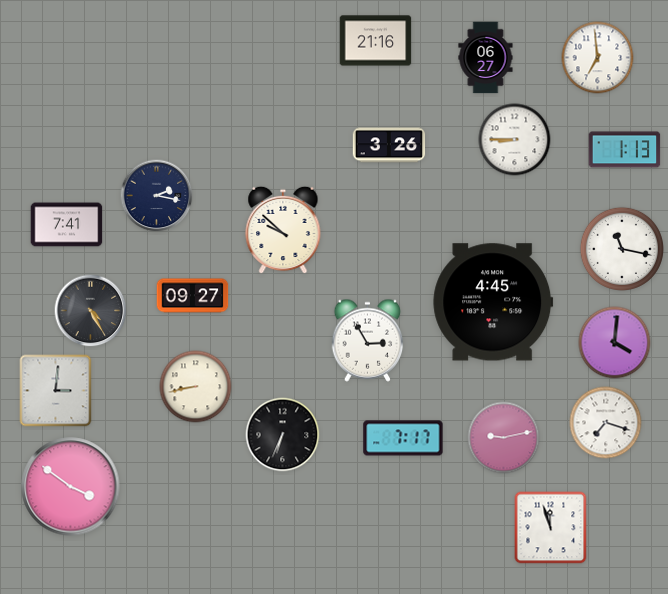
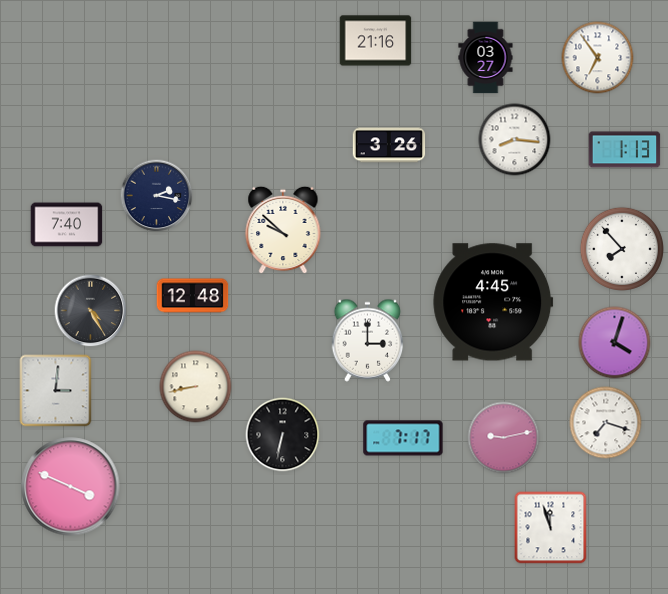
clock at (486, 58): 06:27 -> 03:27
clock at (598, 58): 6:59 -> 6:54
clock at (515, 140): 8:45 -> 8:16
clock at (67, 225): 7:41 -> 7:40
clock at (622, 249): 11:17 -> 7:53
clock at (193, 296): 09:27 -> 12:48
clock at (368, 340): 2:55 -> 3:00
clock at (615, 343): 4:01 -> 4:03
clock at (283, 435): 6:34 -> 6:32
clock at (71, 487): 3:51 -> 3:49
